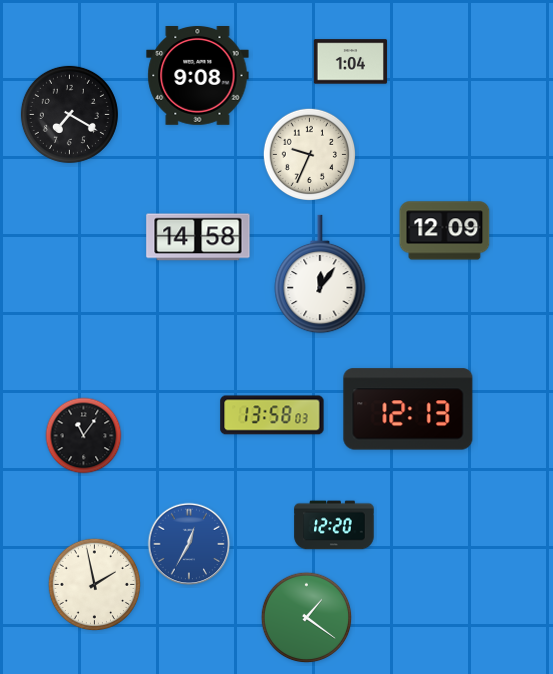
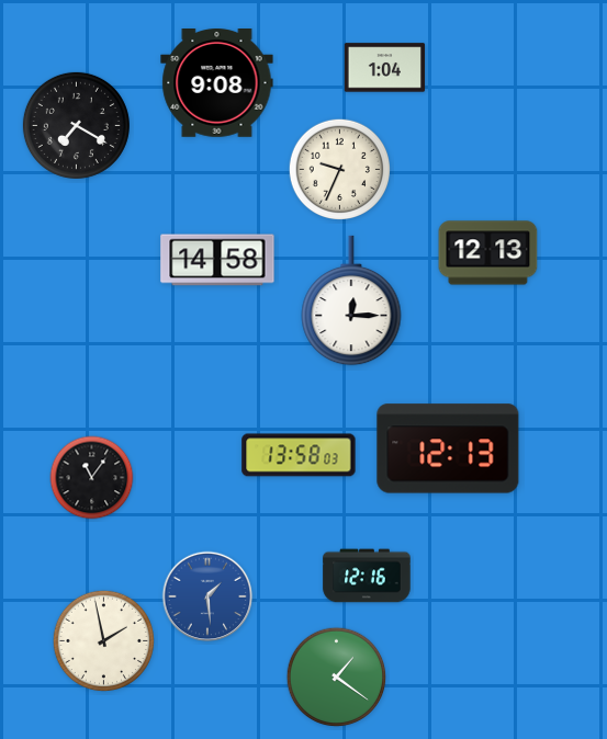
clock at (445, 231): 12:09 -> 12:13
clock at (320, 274): 12:06 -> 12:15
clock at (334, 525): 12:20 -> 12:16
clock at (189, 544): 12:35 -> 1:29
